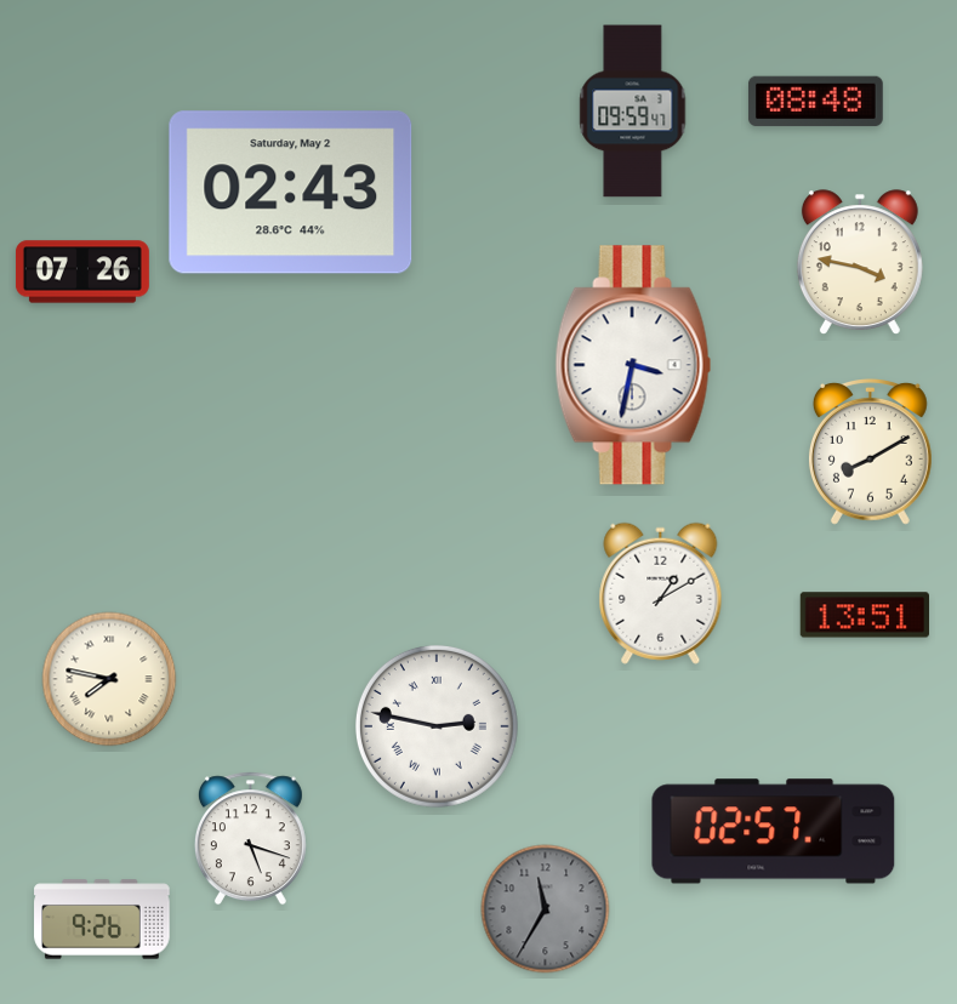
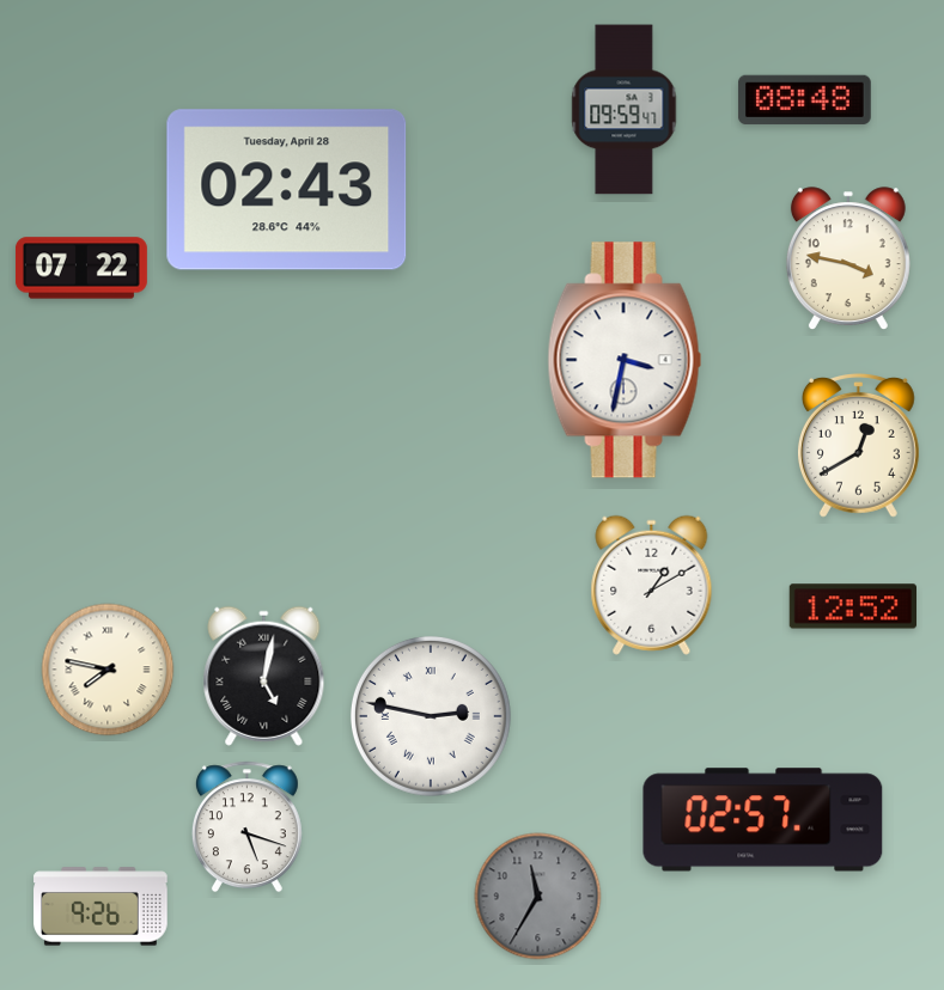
clock at (291, 193) date: Saturday, May 2 -> Tuesday, April 28
clock at (82, 272): 07:26 -> 07:22
clock at (870, 452): 8:10 -> 12:40
clock at (864, 615): 13:51 -> 12:52
clock at (264, 676): none -> 5:02
